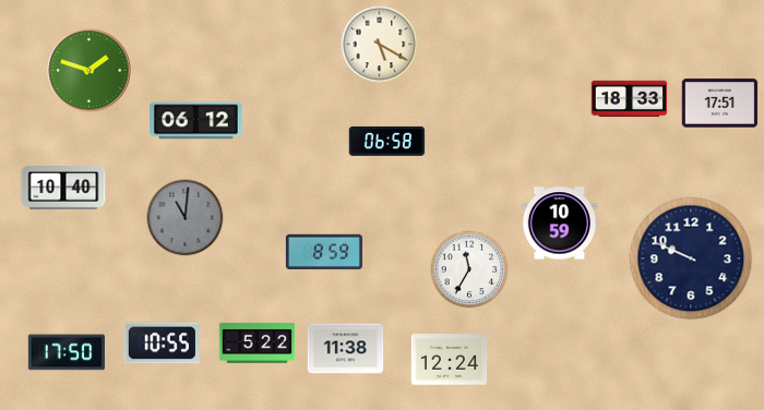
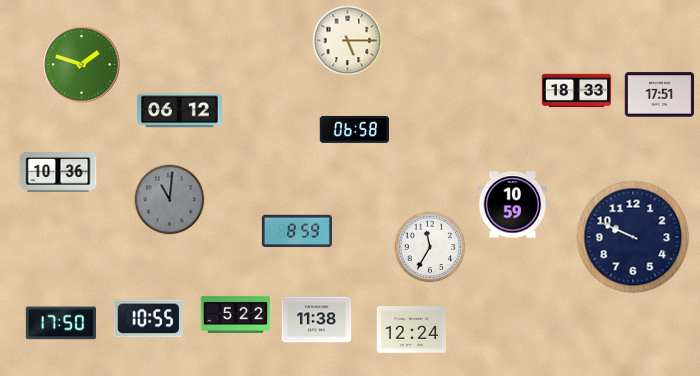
clock at (380, 45): 5:20 -> 5:15
clock at (63, 189): 10:40 -> 10:36
clock at (162, 343) position: (162, 343) -> (148, 319)
